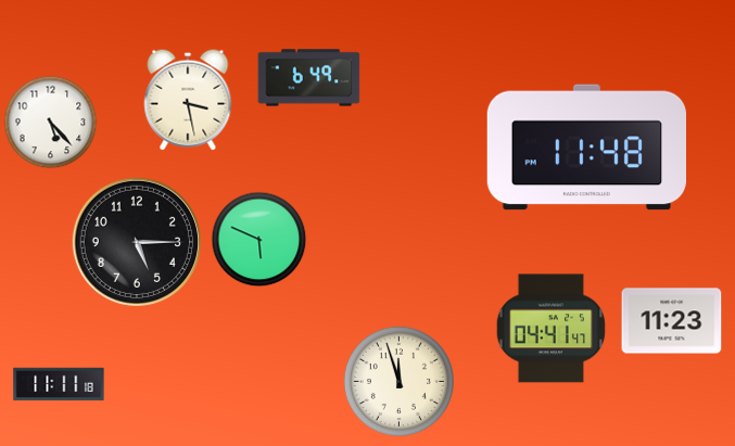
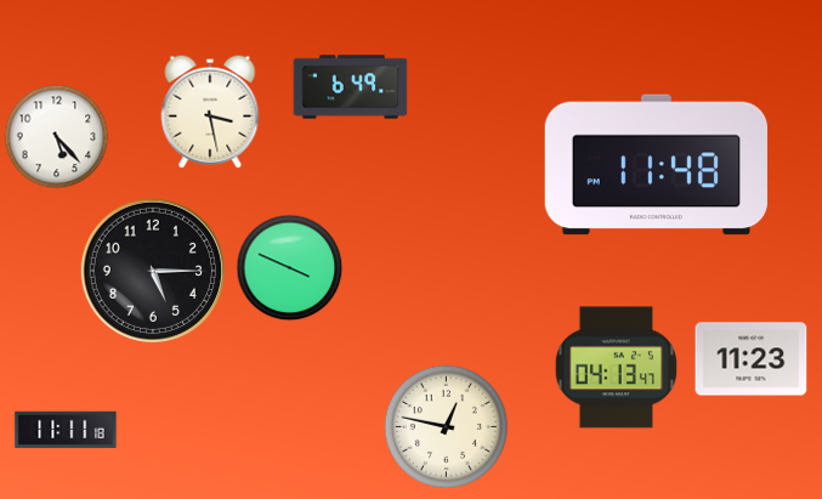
clock at (309, 78) position: (309, 78) -> (351, 87)
clock at (259, 240): 5:49 -> 3:49
clock at (550, 329): 04:41 -> 04:13
clock at (398, 381): 11:57 -> 12:47
